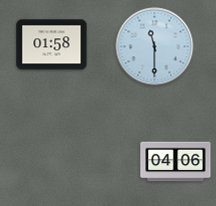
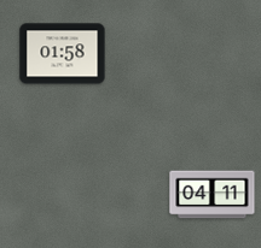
clock at (155, 47): 11:30 -> none
clock at (176, 162): 04:06 -> 04:11
